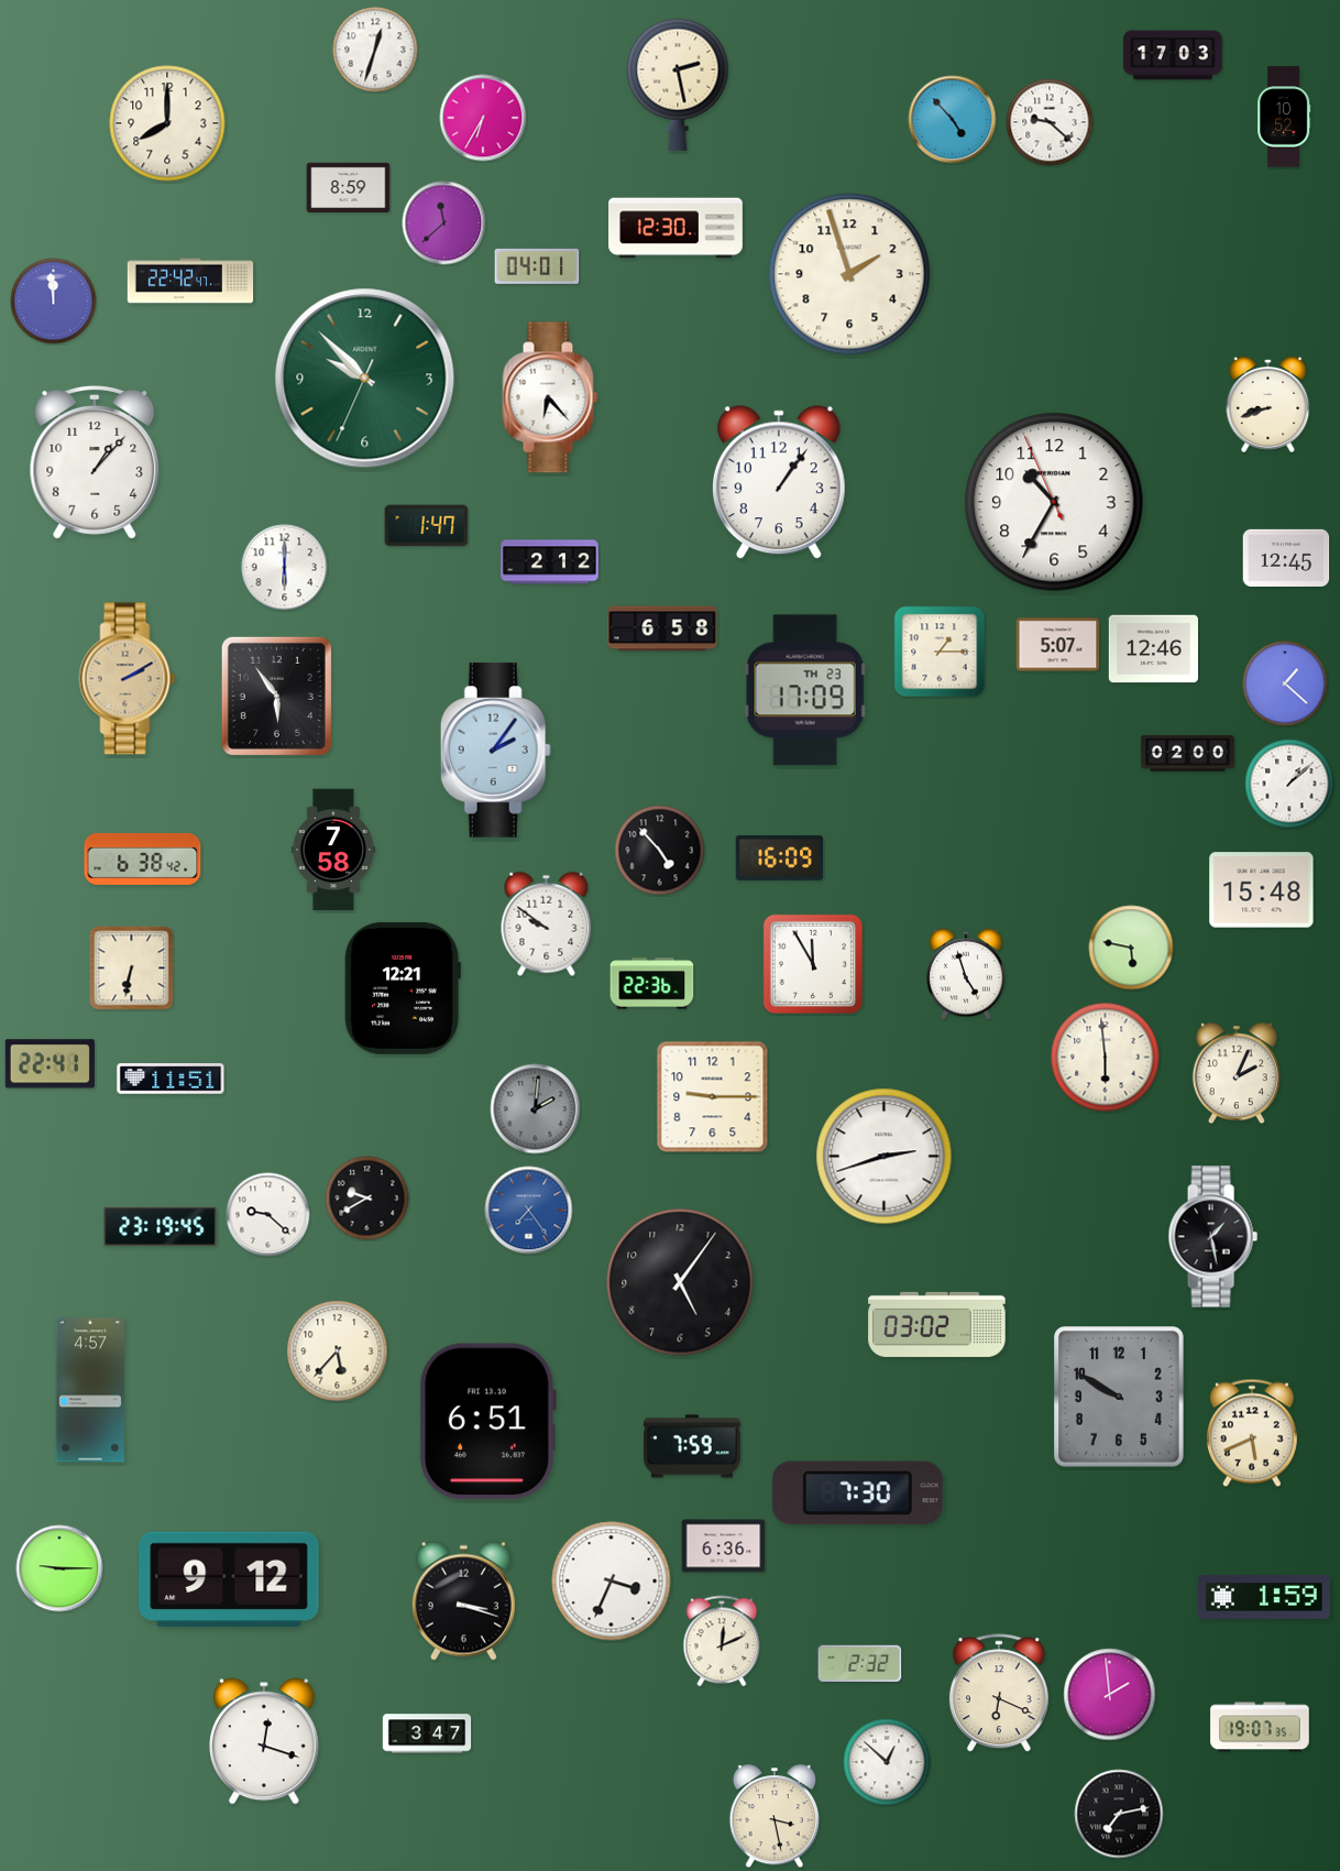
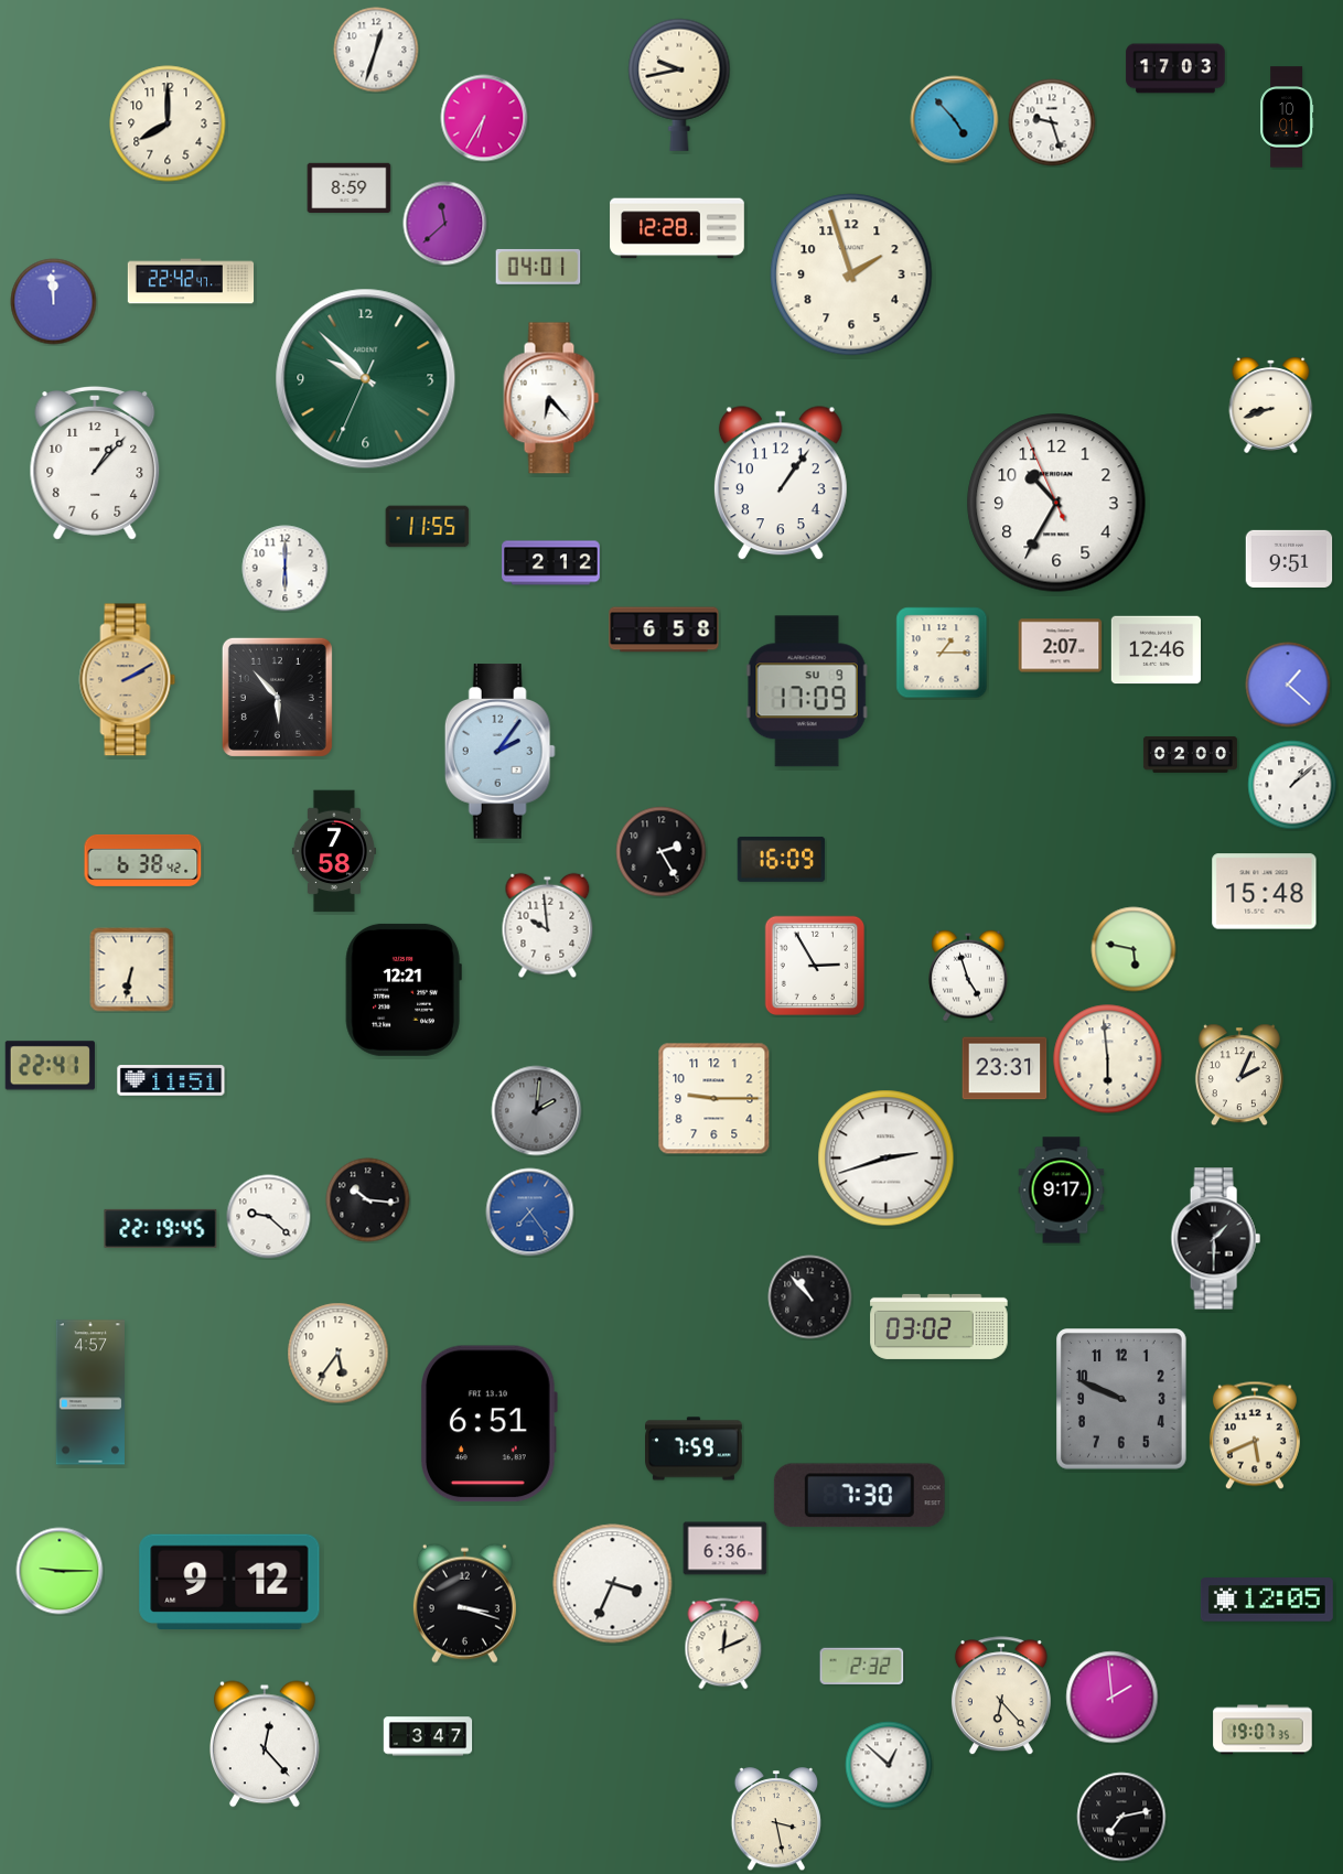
clock at (1173, 55) position: (1173, 55) -> (1175, 68)
clock at (678, 85): 2:28 -> 9:43
clock at (1284, 117): 10:52 -> 10:01
clock at (1050, 122): 9:22 -> 9:27
clock at (676, 228): 12:30 -> 12:28
clock at (427, 526): 1:47 -> 11:55
clock at (1286, 558): 12:45 -> 9:51
clock at (1058, 645): 5:07 -> 2:07
clock at (805, 690) date: TH 23 -> SU 9
clock at (276, 696): 5:54 -> 5:53
clock at (495, 751) position: (495, 751) -> (499, 752)
clock at (660, 851): 4:53 -> 2:25
clock at (547, 924): 9:51 -> 9:59
clock at (812, 963): 11:55 -> 2:55
clock at (652, 984): 22:36 -> none
clock at (1004, 1068): none -> 23:31
clock at (1062, 1191): none -> 9:17
clock at (367, 1199): 9:40 -> 10:16
clock at (161, 1226): 23:19 -> 22:19
clock at (1212, 1237): 1:28 -> 1:30
clock at (680, 1282): 5:06 -> none
clock at (810, 1297): none -> 10:53
clock at (338, 1352): 5:37 -> 5:36
clock at (1120, 1398): 9:50 -> 9:49
clock at (1264, 1597): 1:59 -> 12:05
clock at (999, 1694): 6:19 -> 6:23
clock at (265, 1741): 12:18 -> 12:23
